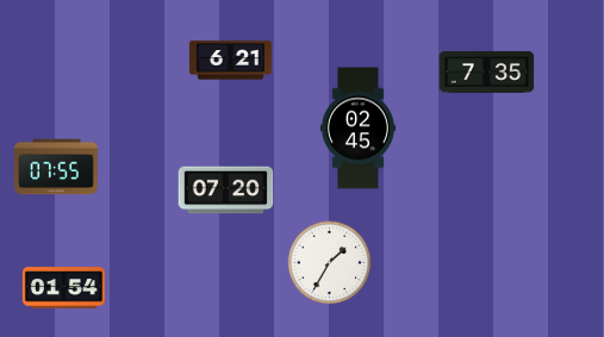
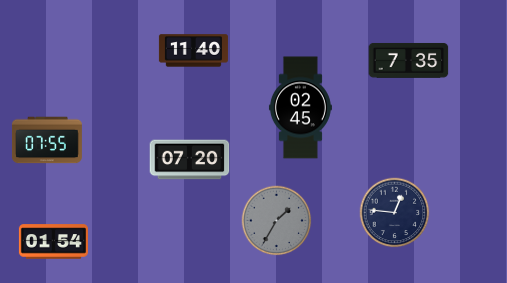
clock at (230, 61): 6:21 -> 11:40
clock at (395, 213): none -> 12:46
clock at (330, 263) dial: white -> grey
